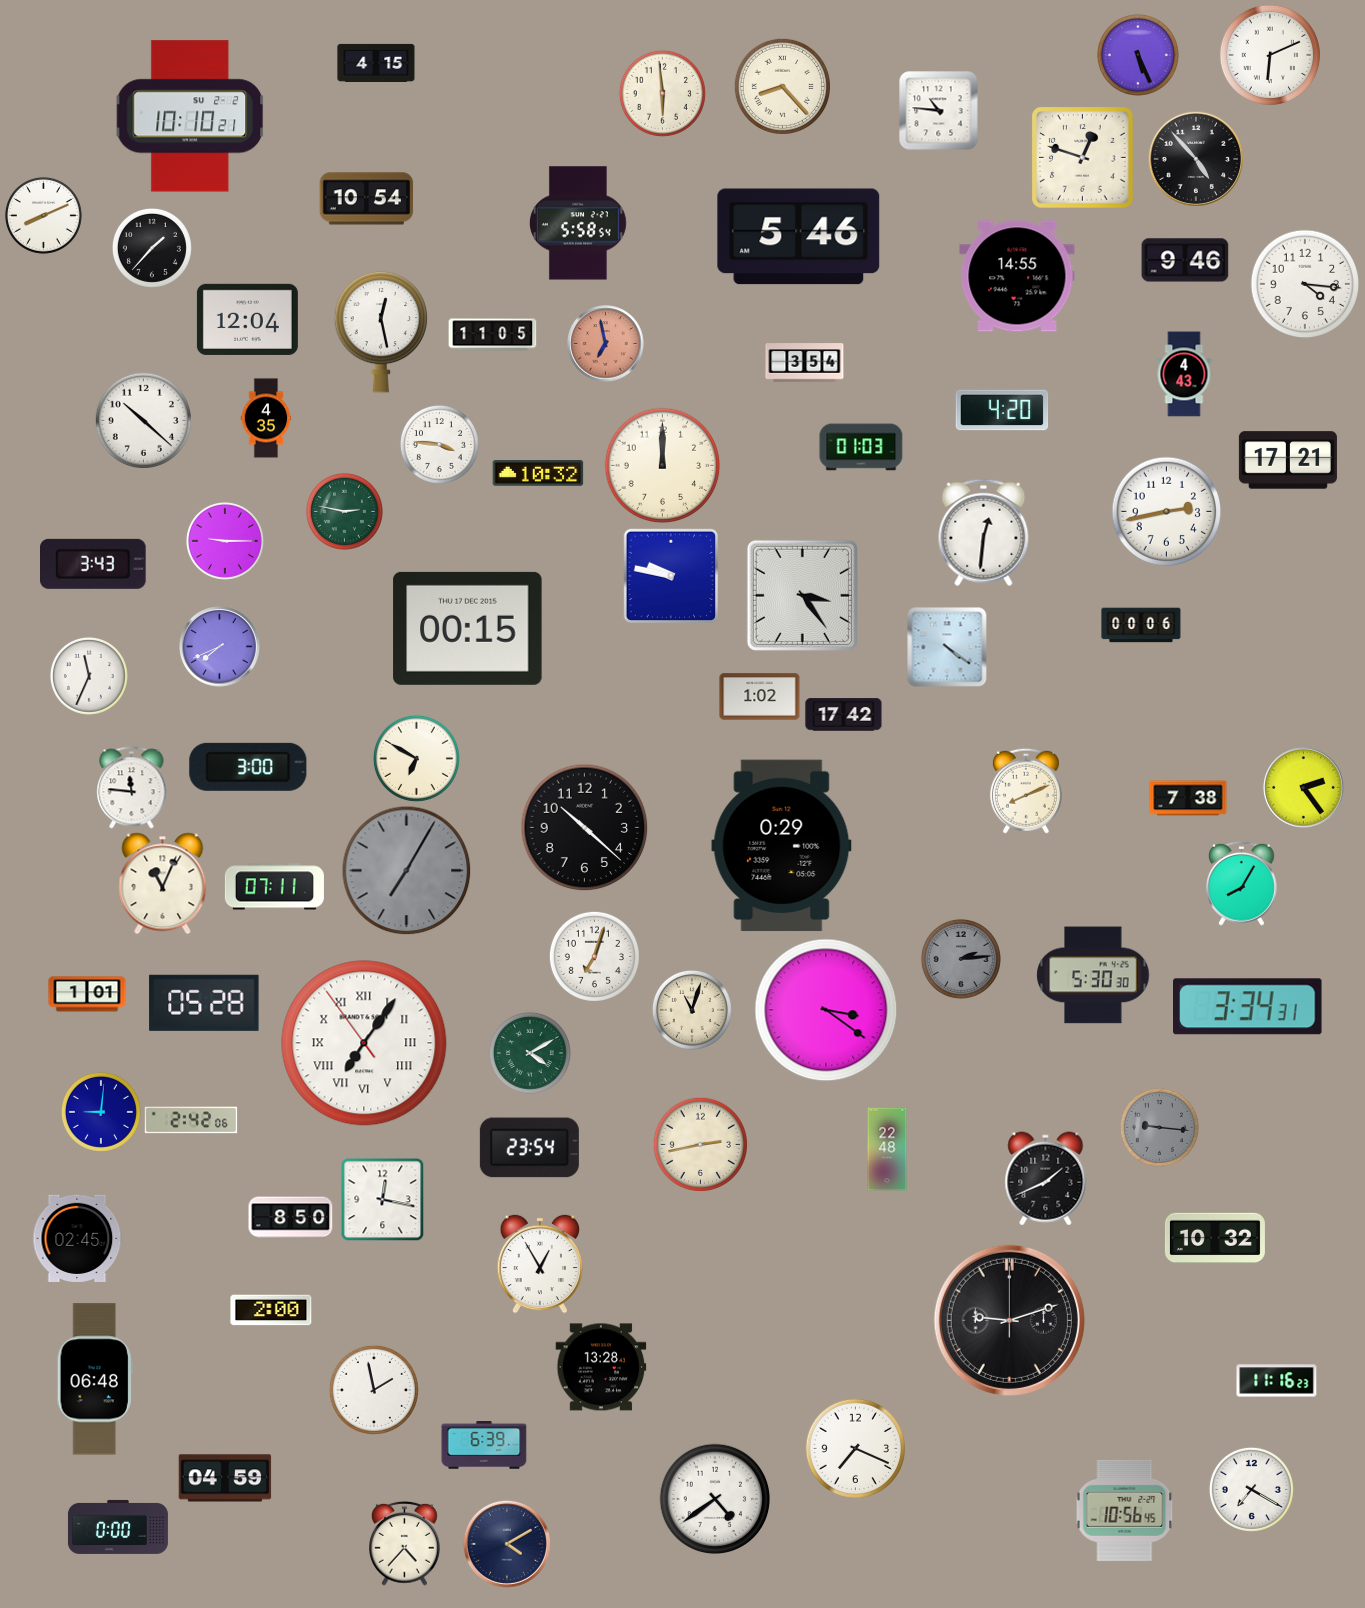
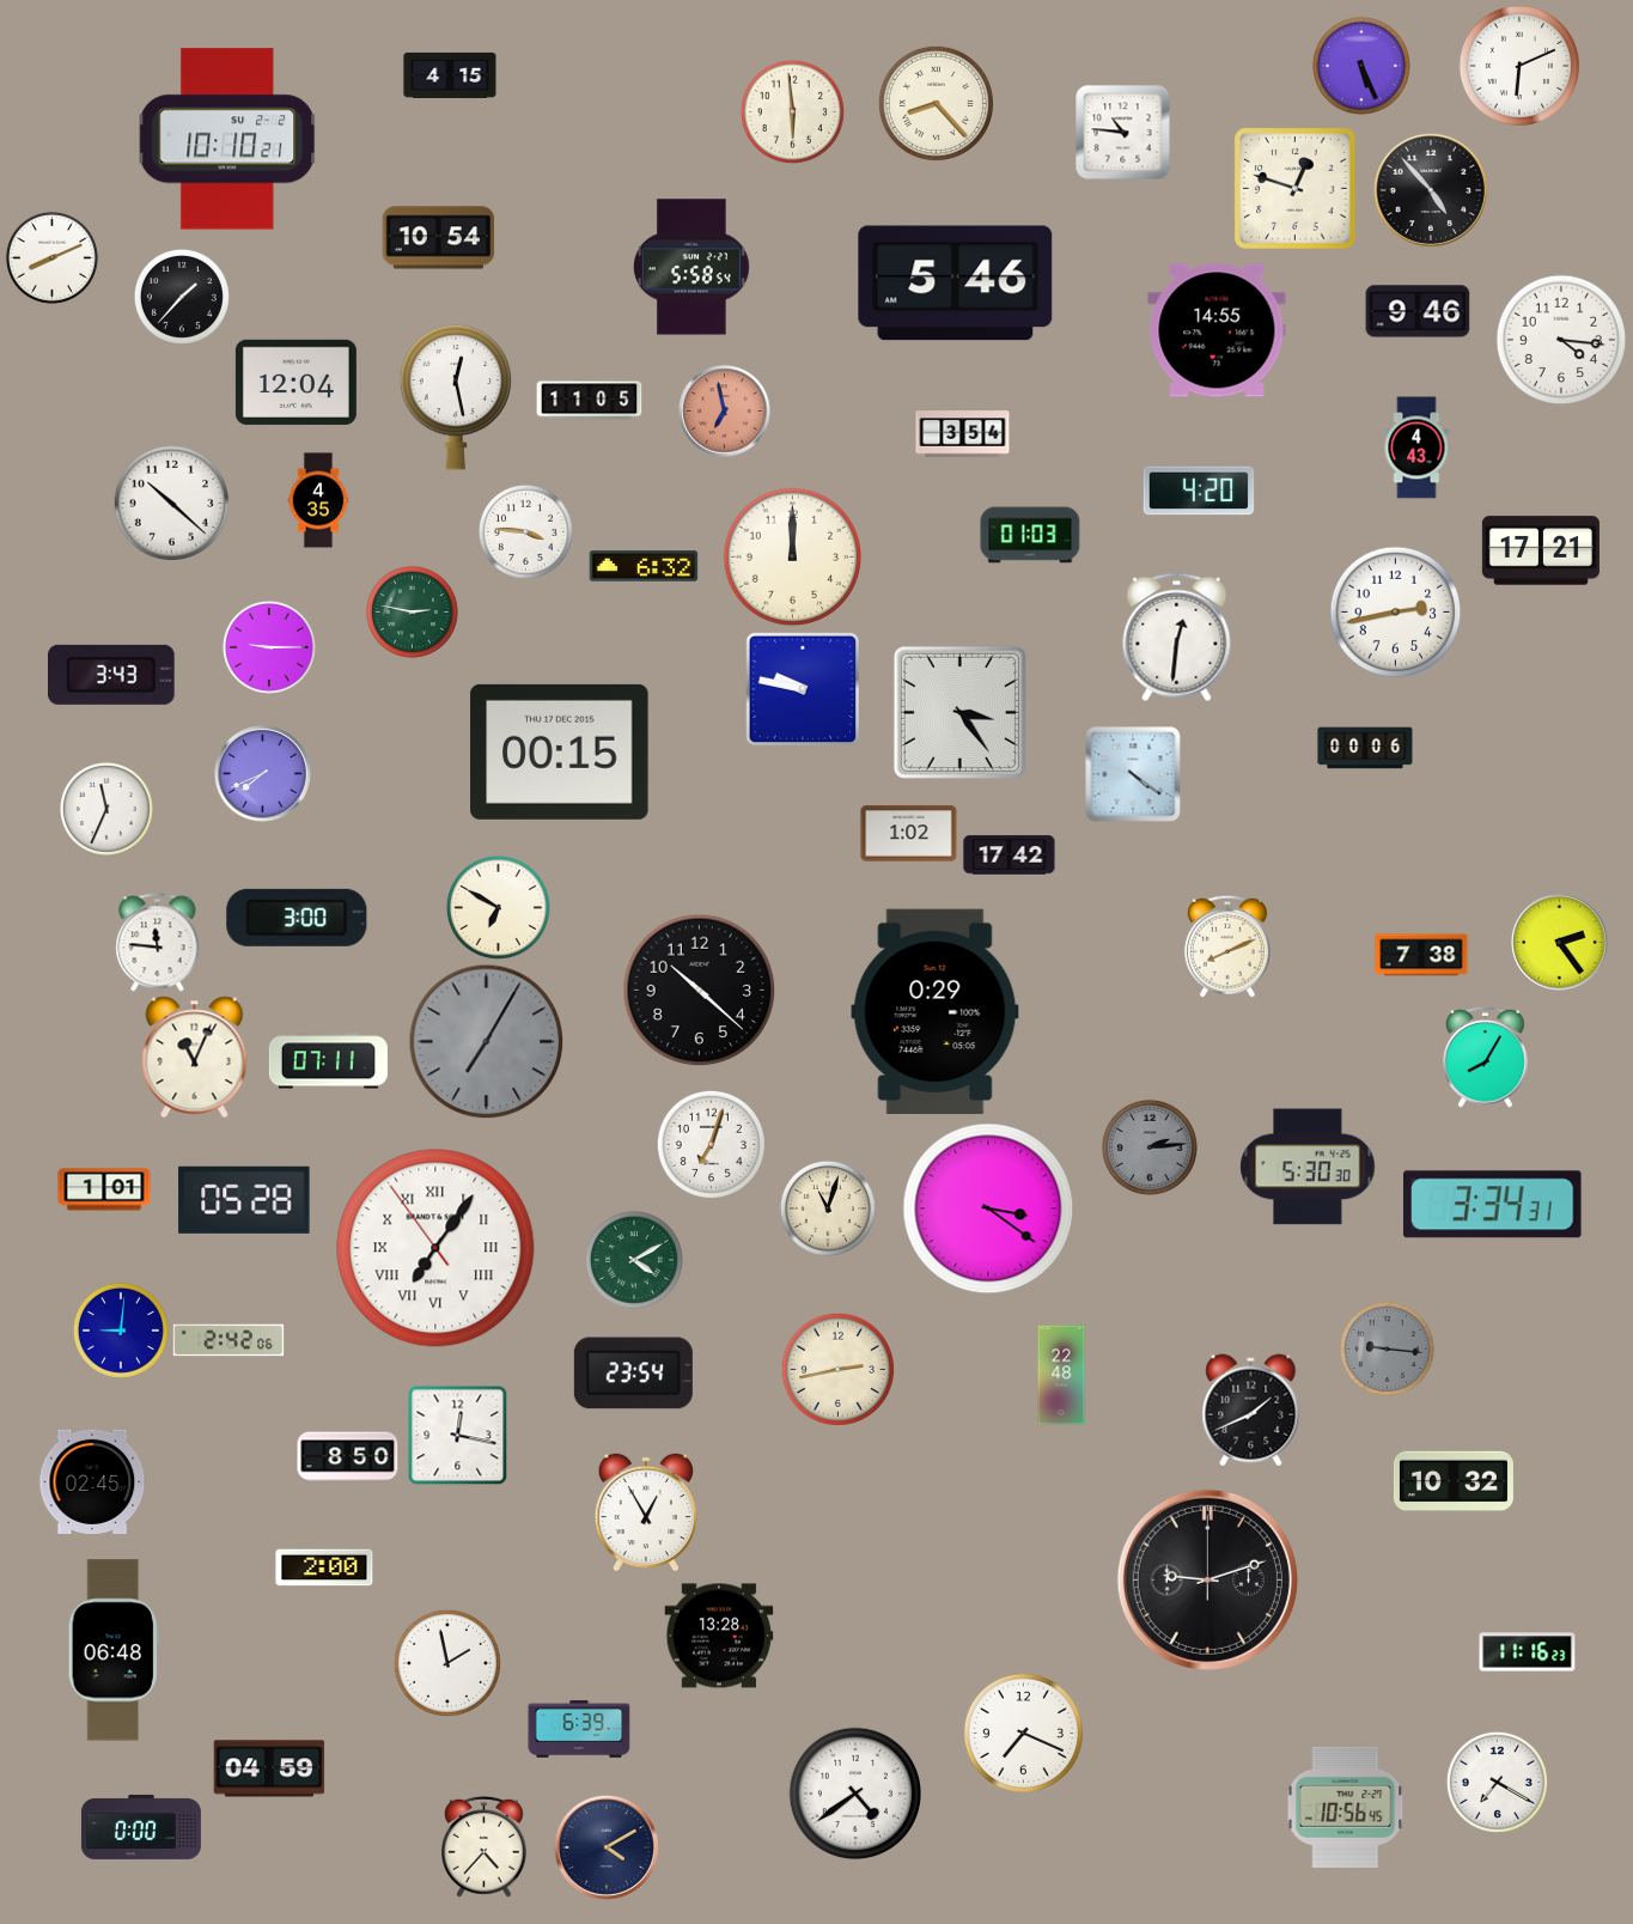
clock at (538, 473): 10:32 -> 6:32
